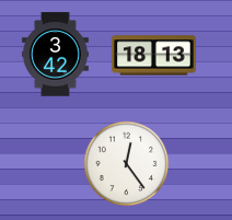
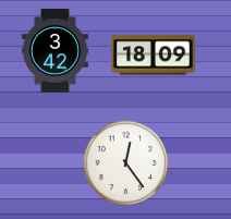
clock at (55, 55) position: (55, 55) -> (54, 51)
clock at (154, 56): 18:13 -> 18:09
